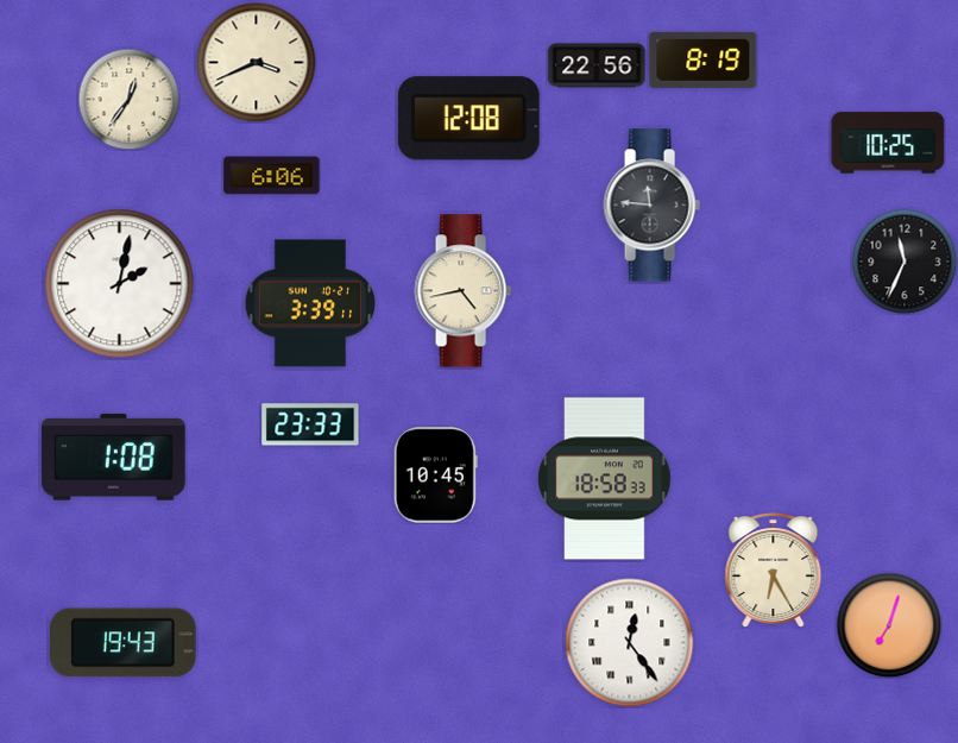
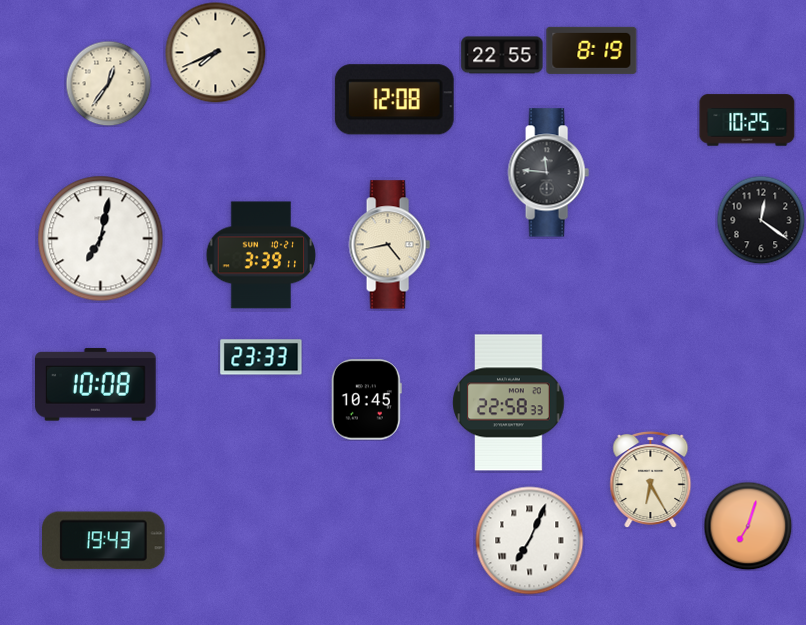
clock at (257, 63): 3:41 -> 7:41
clock at (597, 65): 22:56 -> 22:55
clock at (272, 176): 6:06 -> none
clock at (905, 262): 11:34 -> 12:21
clock at (120, 284): 2:02 -> 7:02
clock at (114, 458): 1:08 -> 10:08
clock at (605, 479): 18:58 -> 22:58
clock at (630, 643): 12:24 -> 7:04
